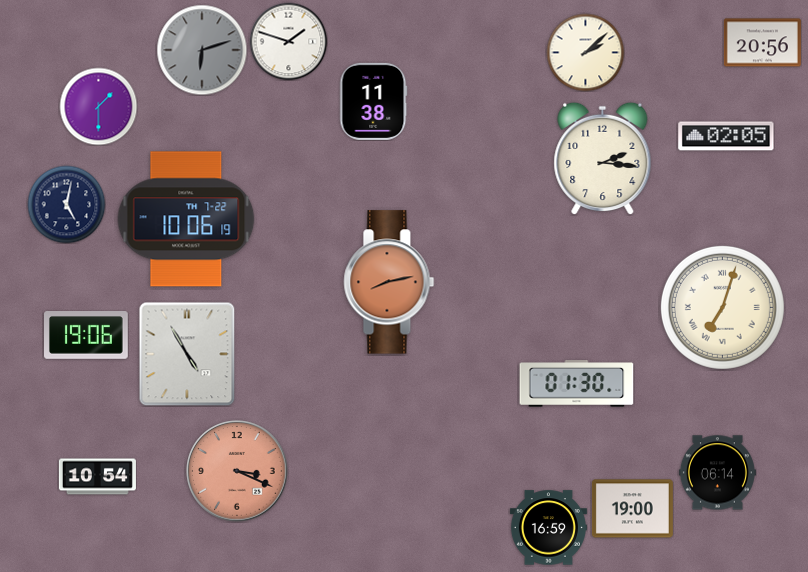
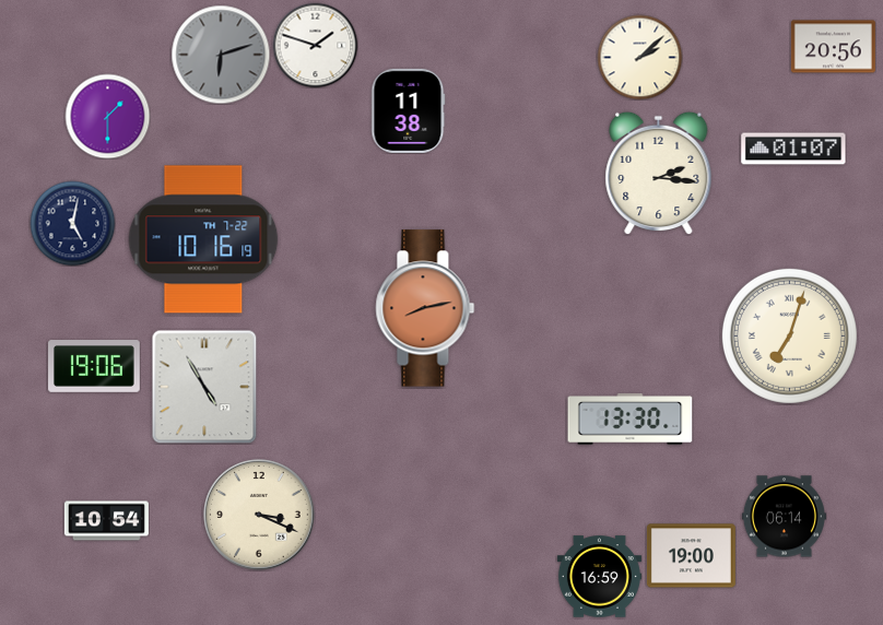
clock at (726, 136): 02:05 -> 01:07
clock at (186, 219): 10:06 -> 10:16
clock at (577, 384): 01:30 -> 13:30
clock at (237, 471) dial: salmon -> cream
